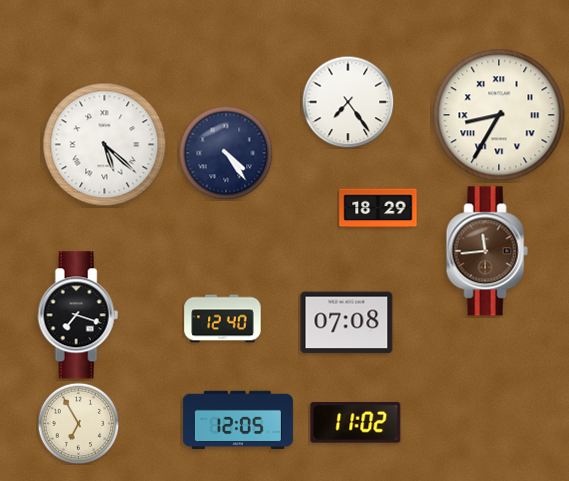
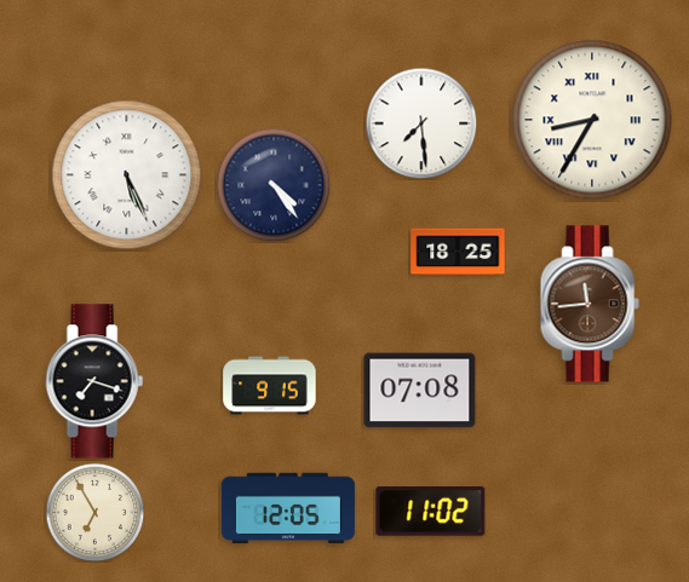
clock at (348, 102): 7:24 -> 7:29
clock at (499, 115) position: (499, 115) -> (592, 120)
clock at (105, 145): 5:22 -> 5:26
clock at (378, 208): 18:29 -> 18:25
clock at (223, 319): 12:40 -> 9:15
